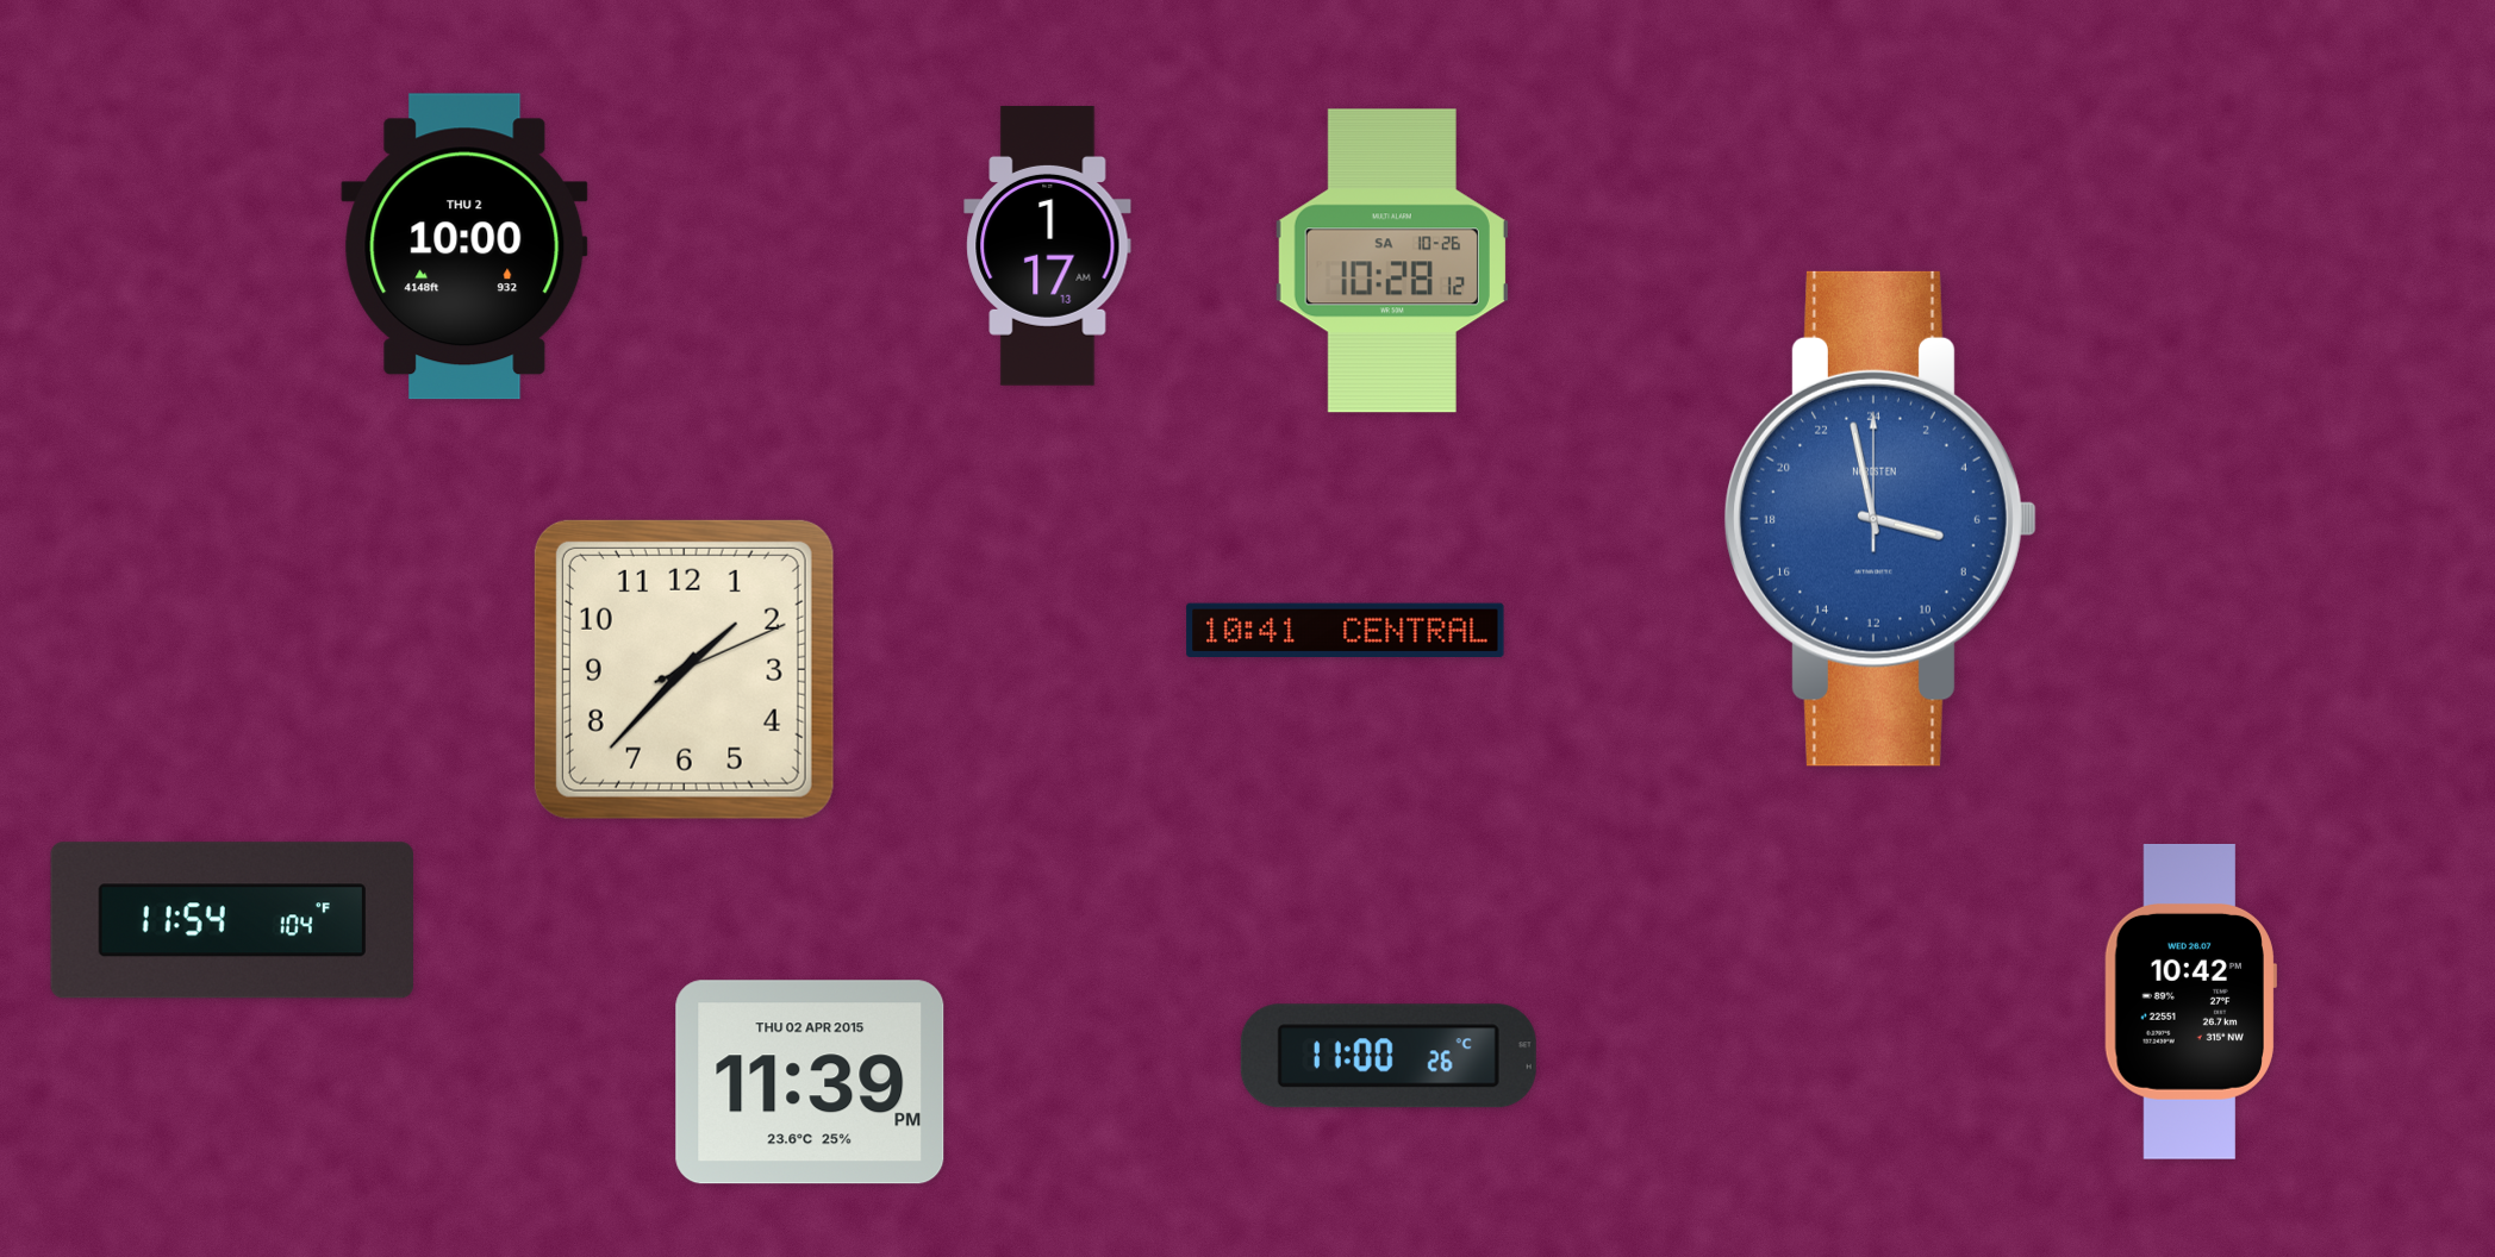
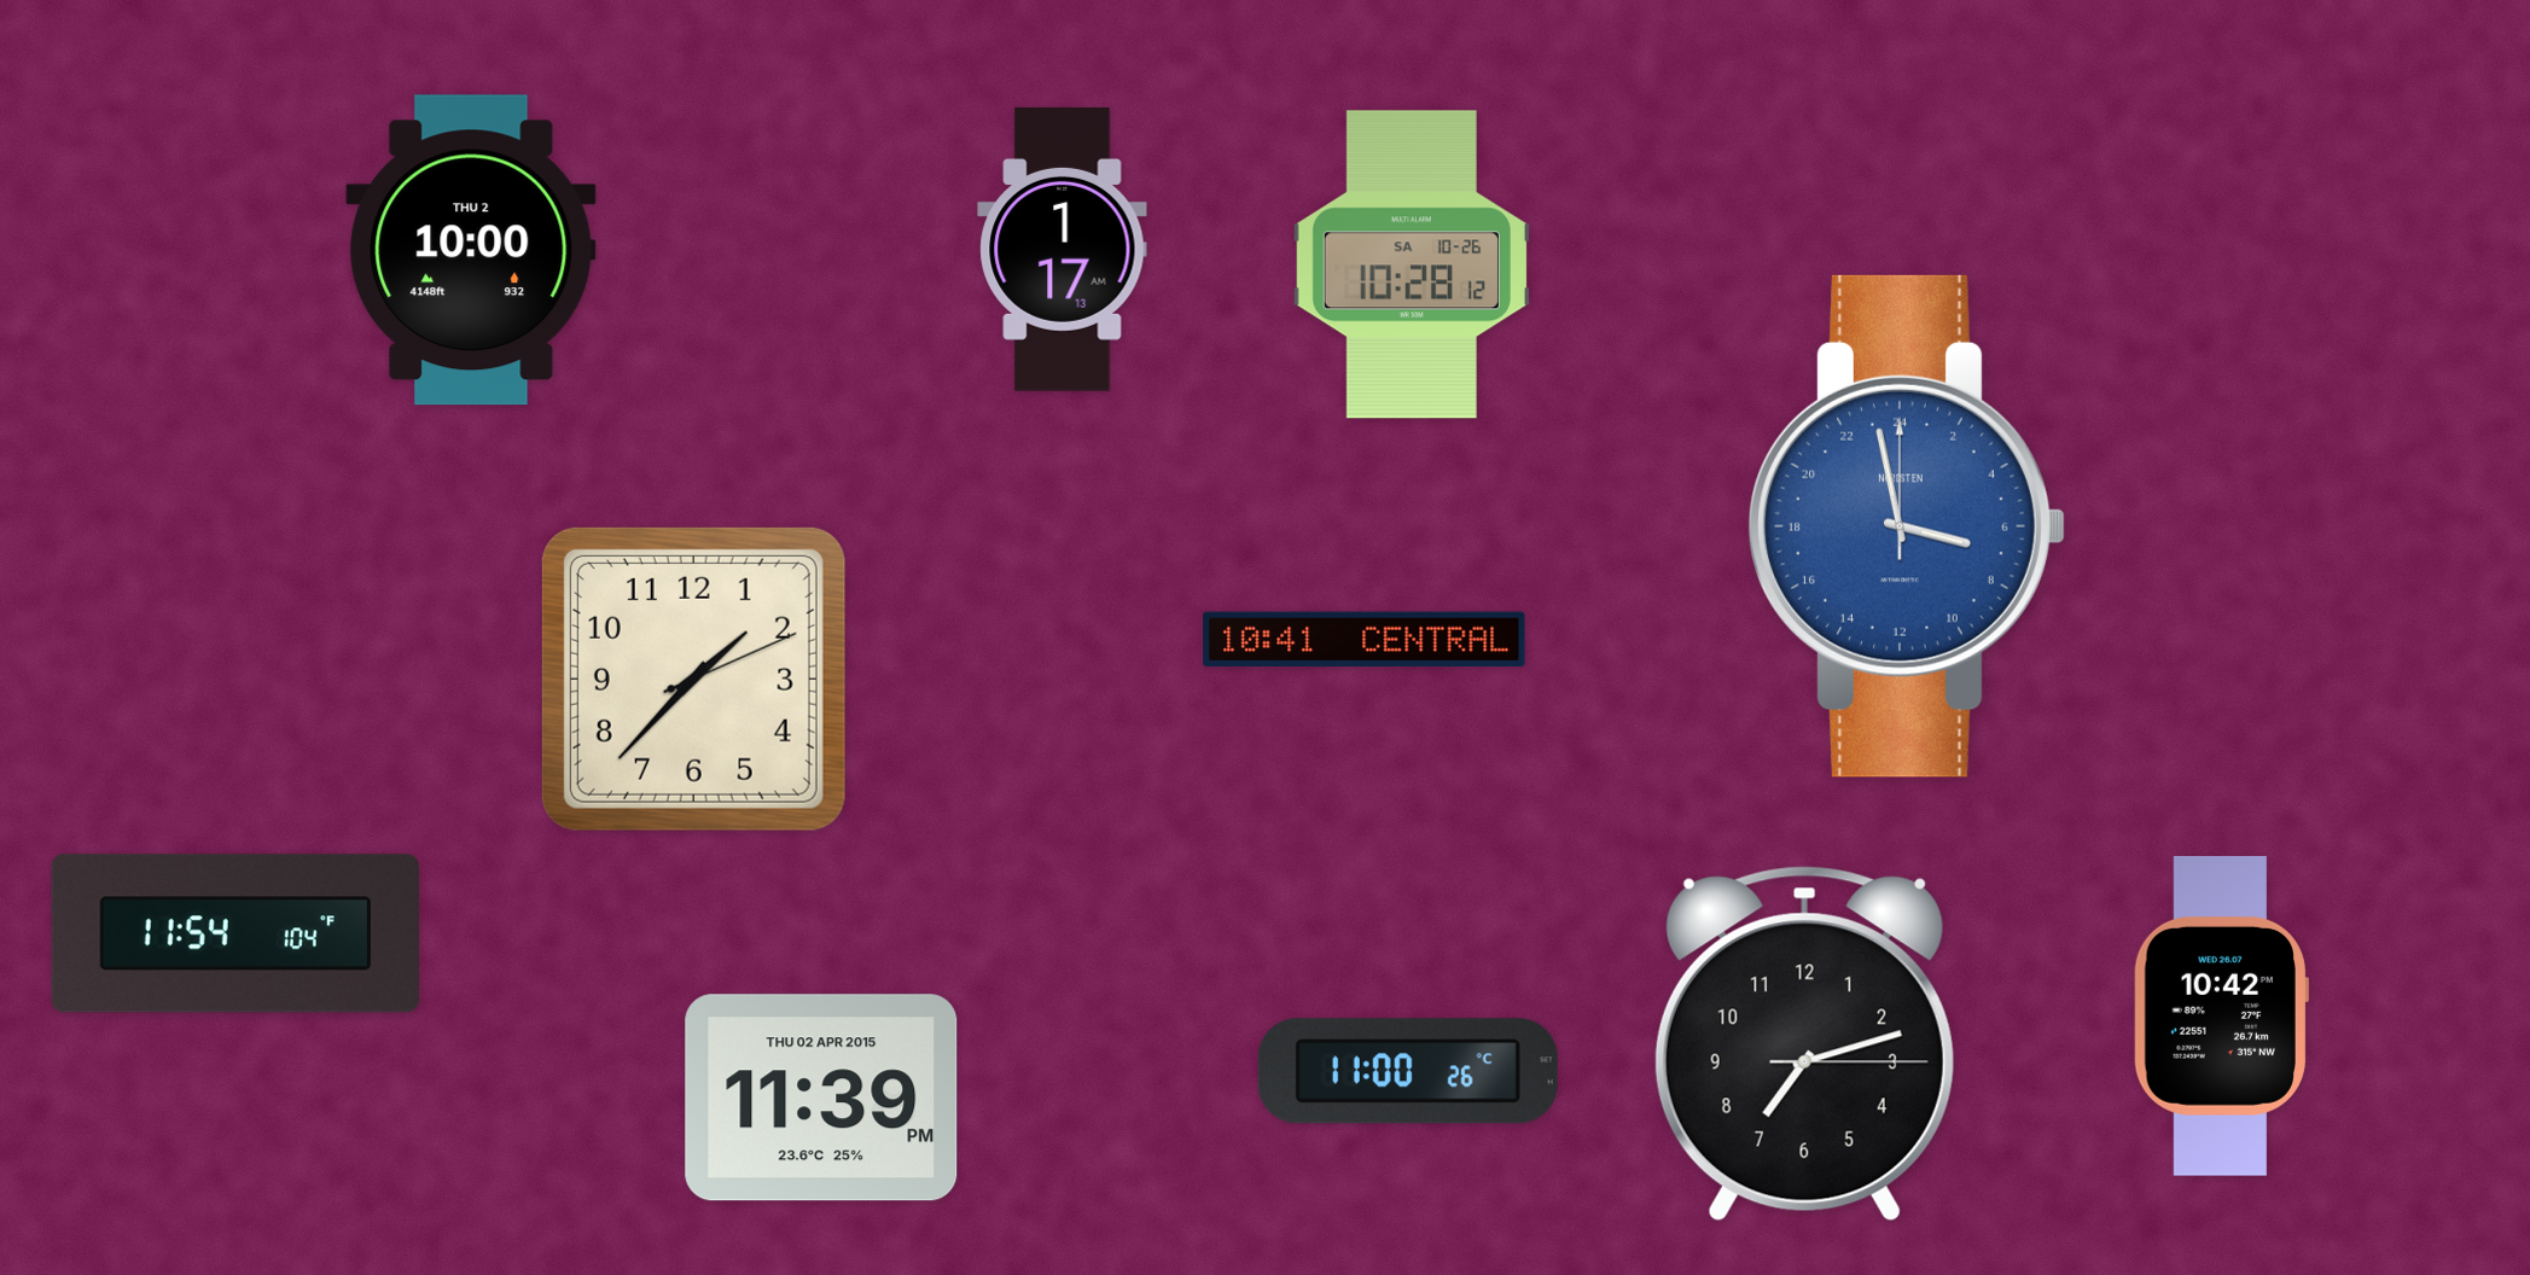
clock at (1804, 1044): none -> 7:12
